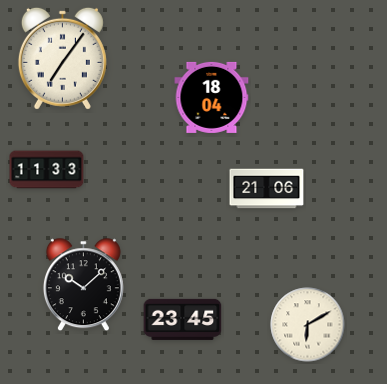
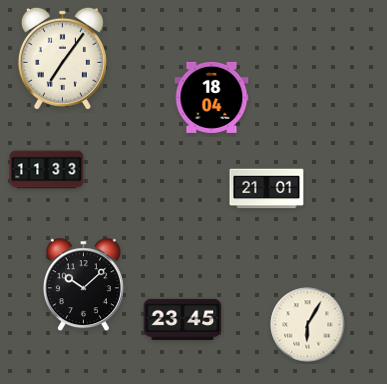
clock at (267, 189): 21:06 -> 21:01
clock at (308, 325): 6:10 -> 6:05
